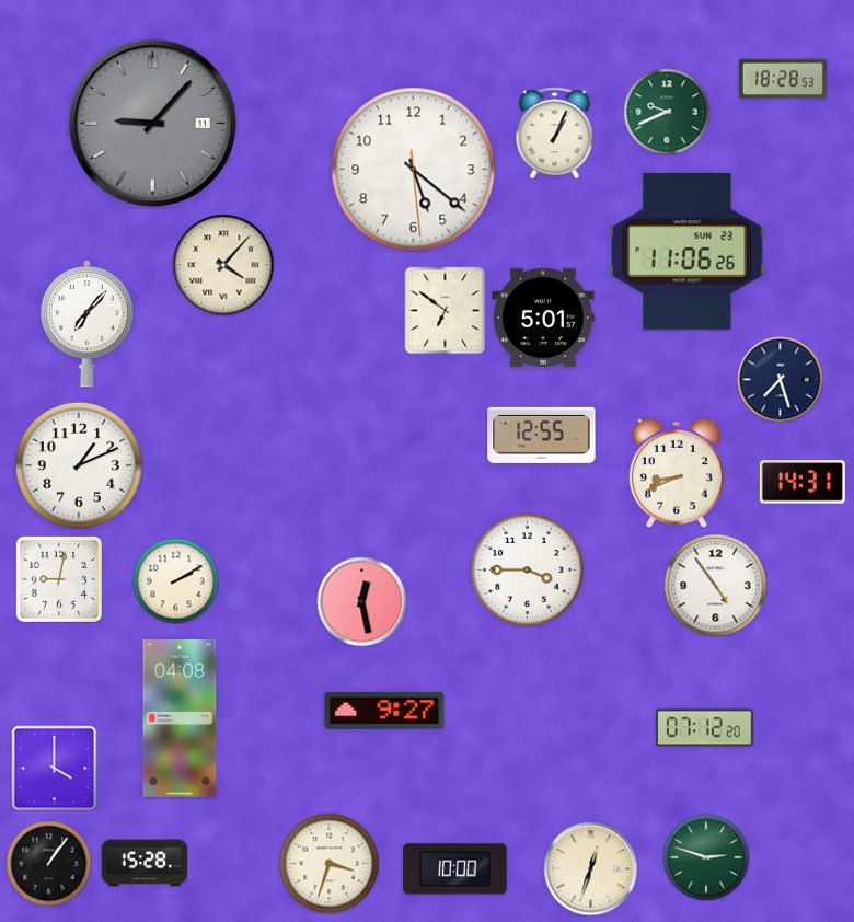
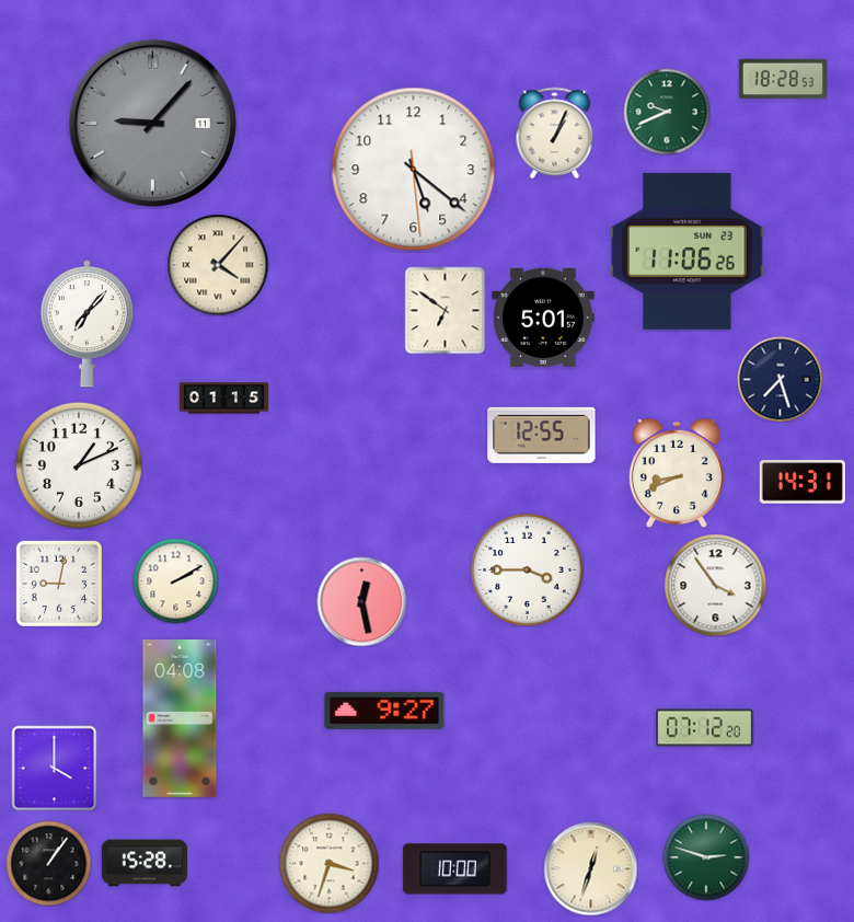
clock at (223, 265) position: (223, 265) -> (218, 265)
clock at (223, 399): none -> 01:15
clock at (59, 579) position: (59, 579) -> (59, 584)
clock at (715, 585): 4:54 -> 3:54
